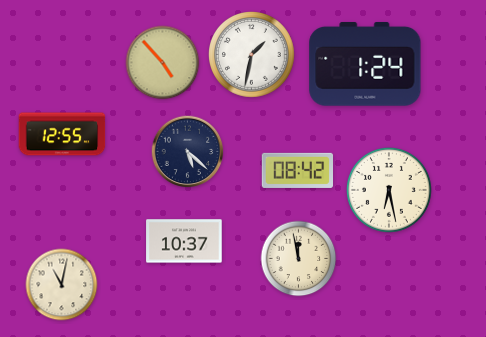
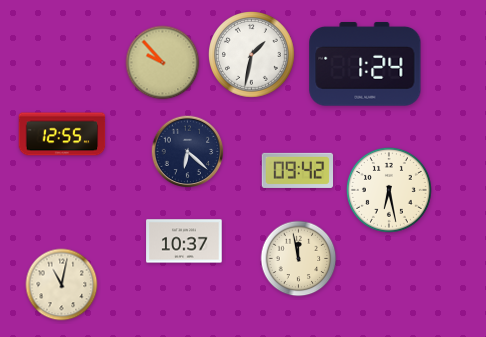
clock at (163, 63): 4:53 -> 9:53
clock at (188, 152): 5:22 -> 6:22
clock at (298, 170): 08:42 -> 09:42
